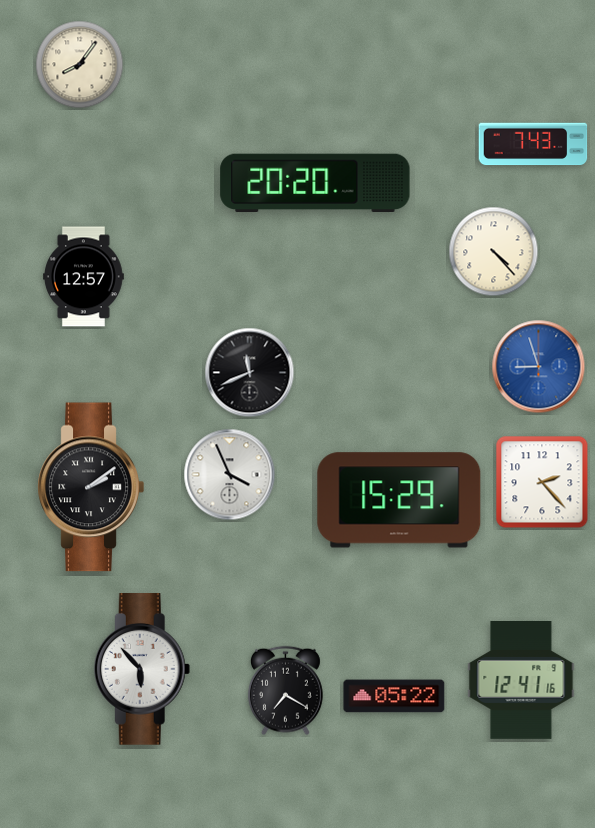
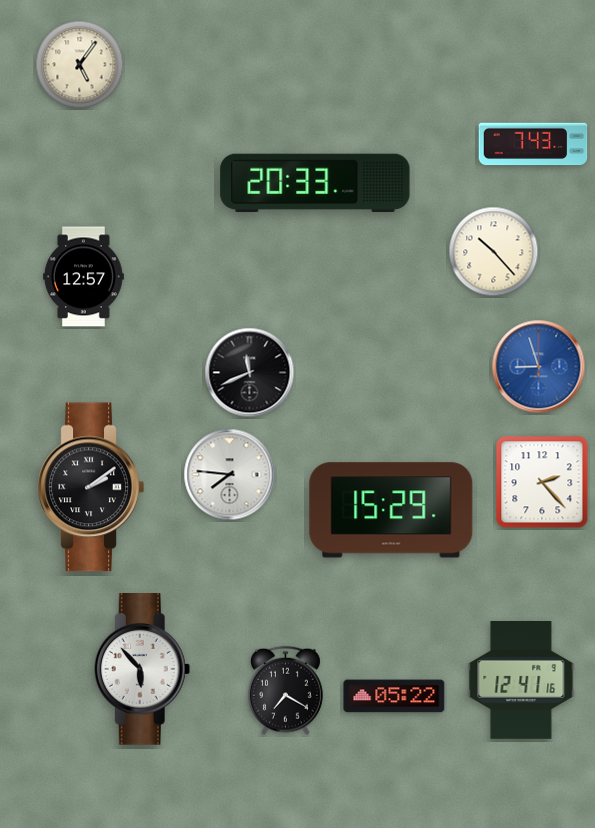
clock at (80, 65): 8:06 -> 5:06
clock at (315, 183): 20:20 -> 20:33
clock at (494, 252): 4:23 -> 10:23
clock at (230, 475): 3:56 -> 7:46
clock at (399, 500) position: (399, 500) -> (391, 510)
